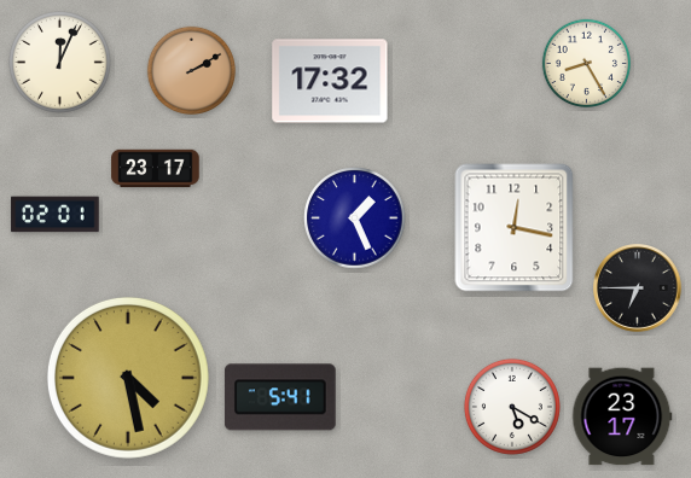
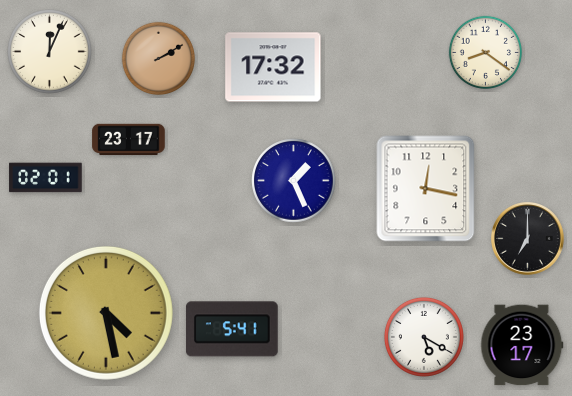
clock at (587, 64): 8:25 -> 8:21
clock at (638, 288): 6:45 -> 7:00
clock at (622, 416) position: (622, 416) -> (522, 345)
